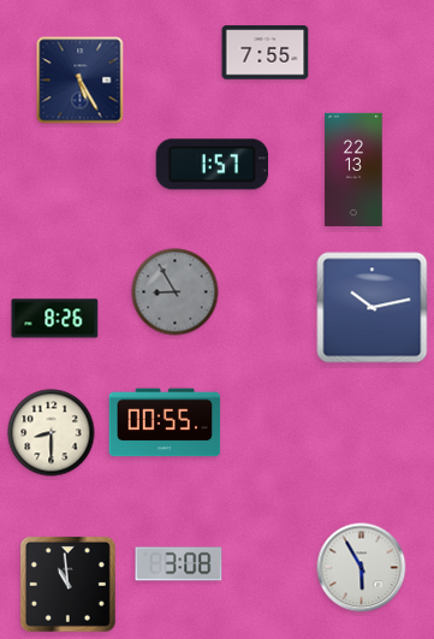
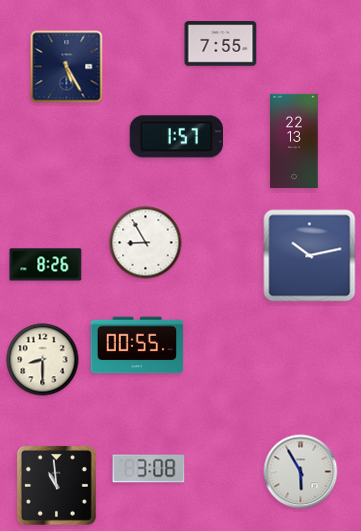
clock at (176, 292) dial: grey -> white
clock at (165, 422) position: (165, 422) -> (137, 345)
